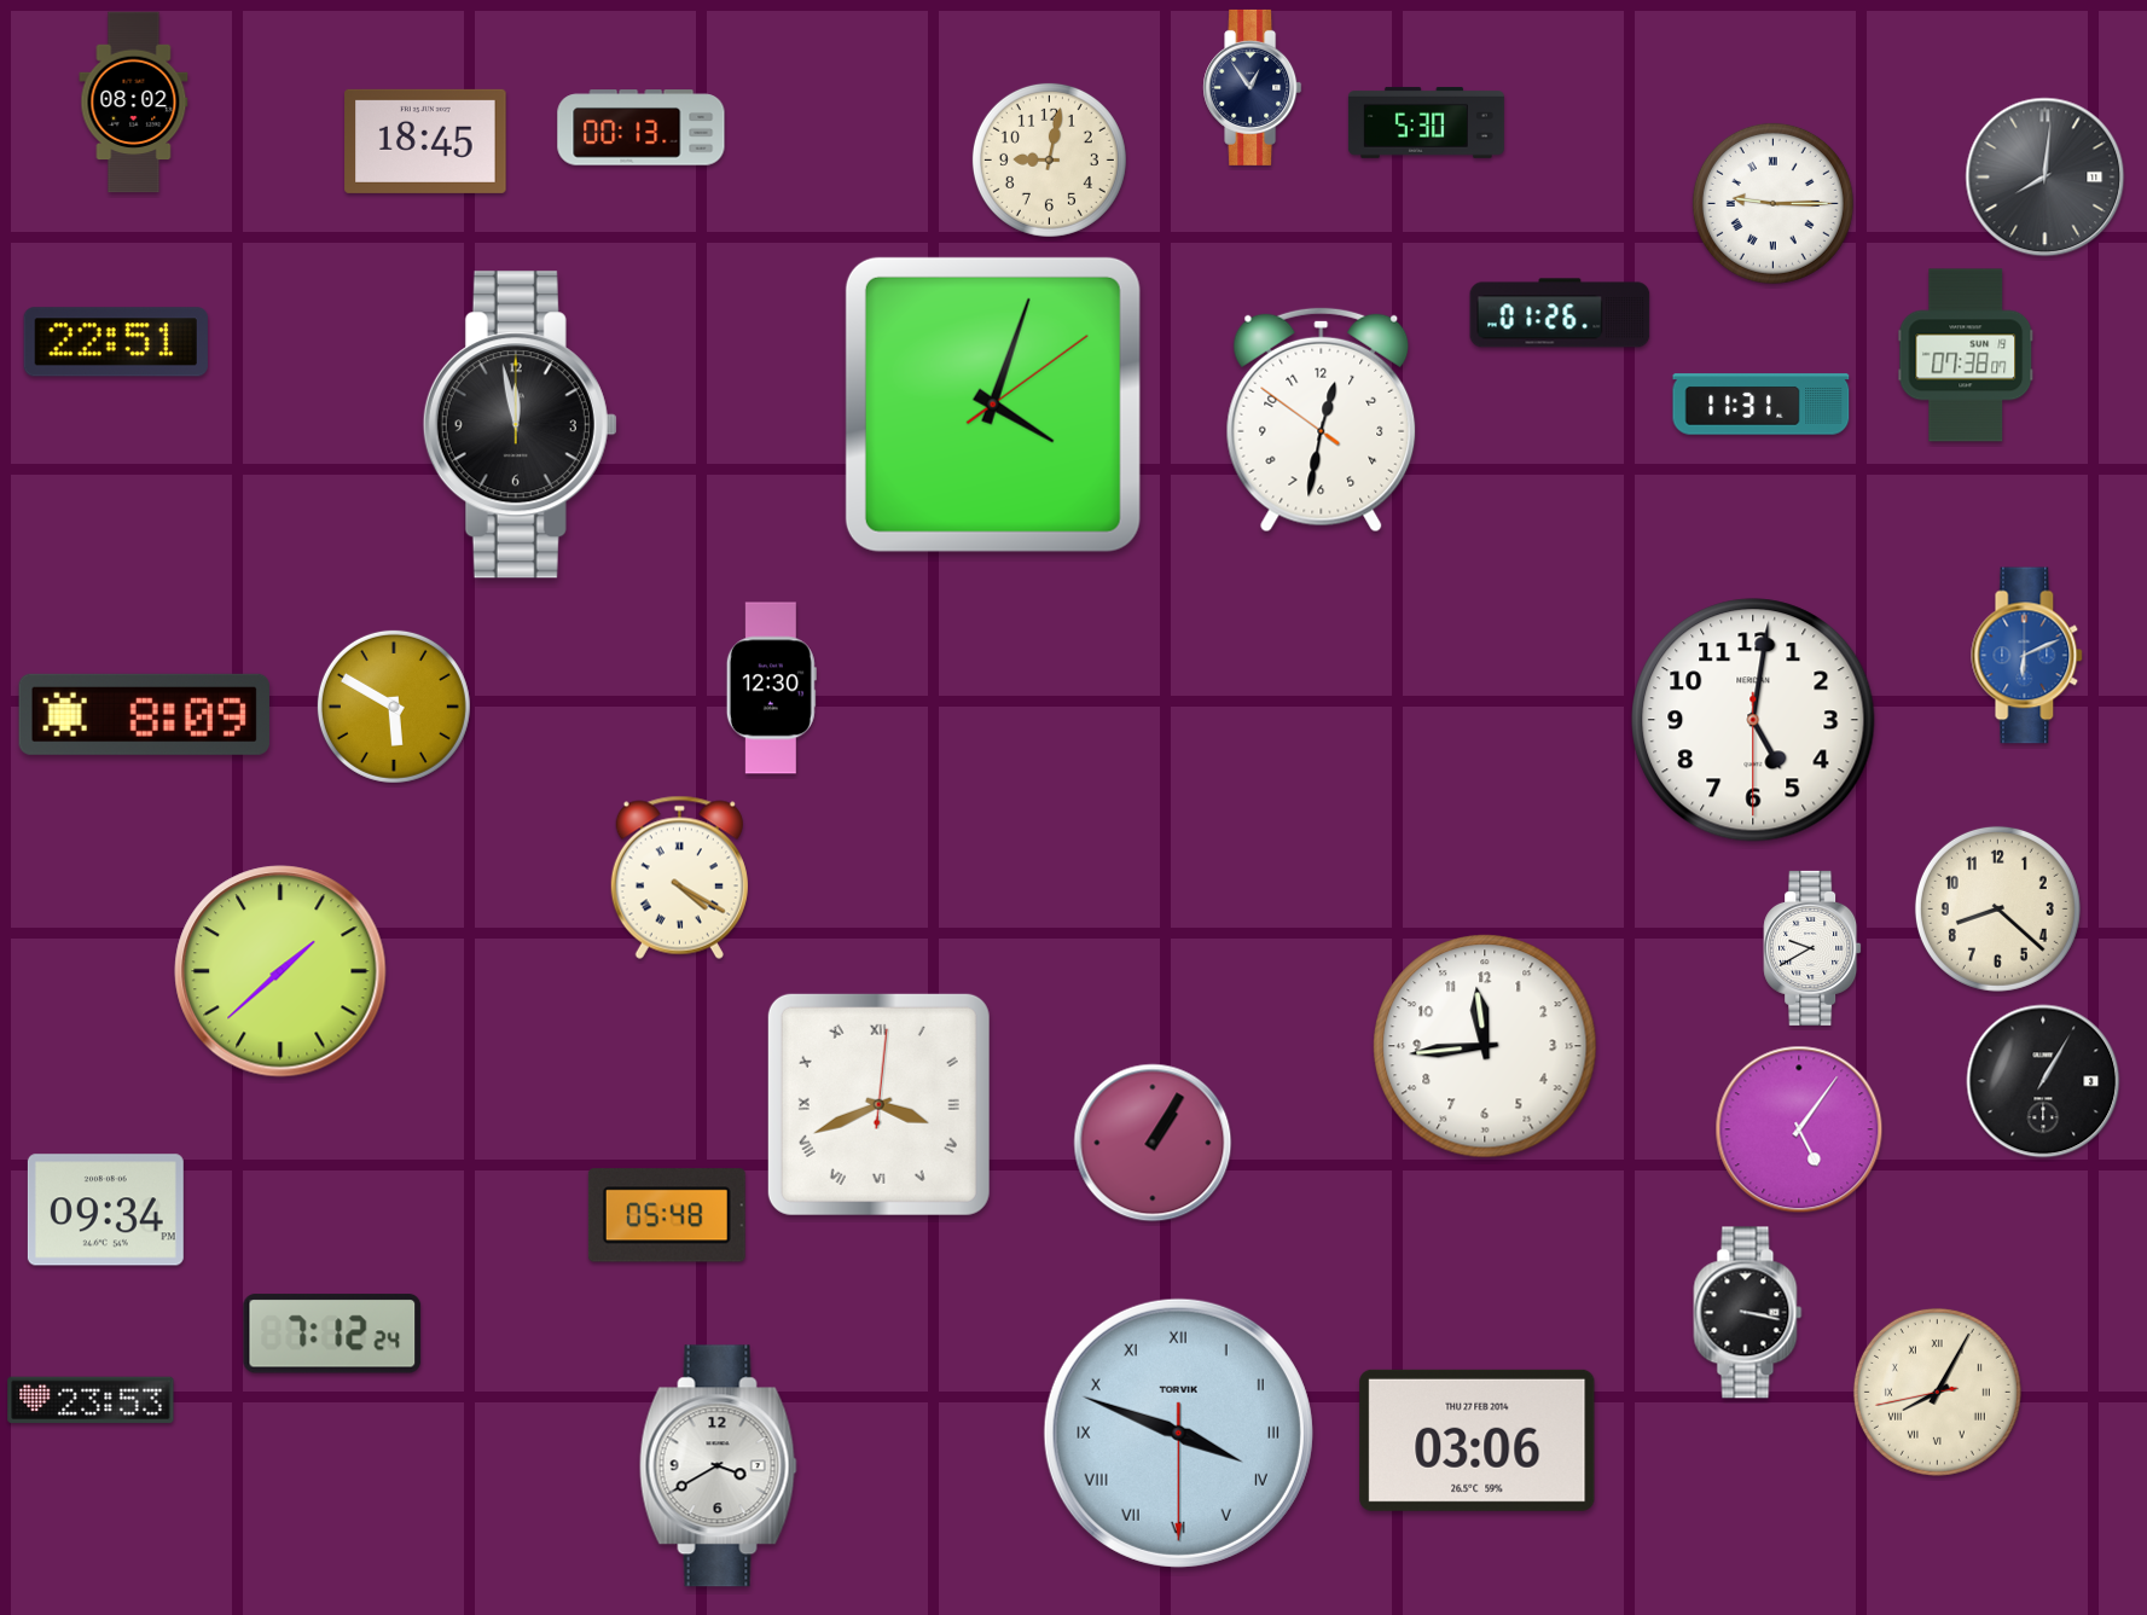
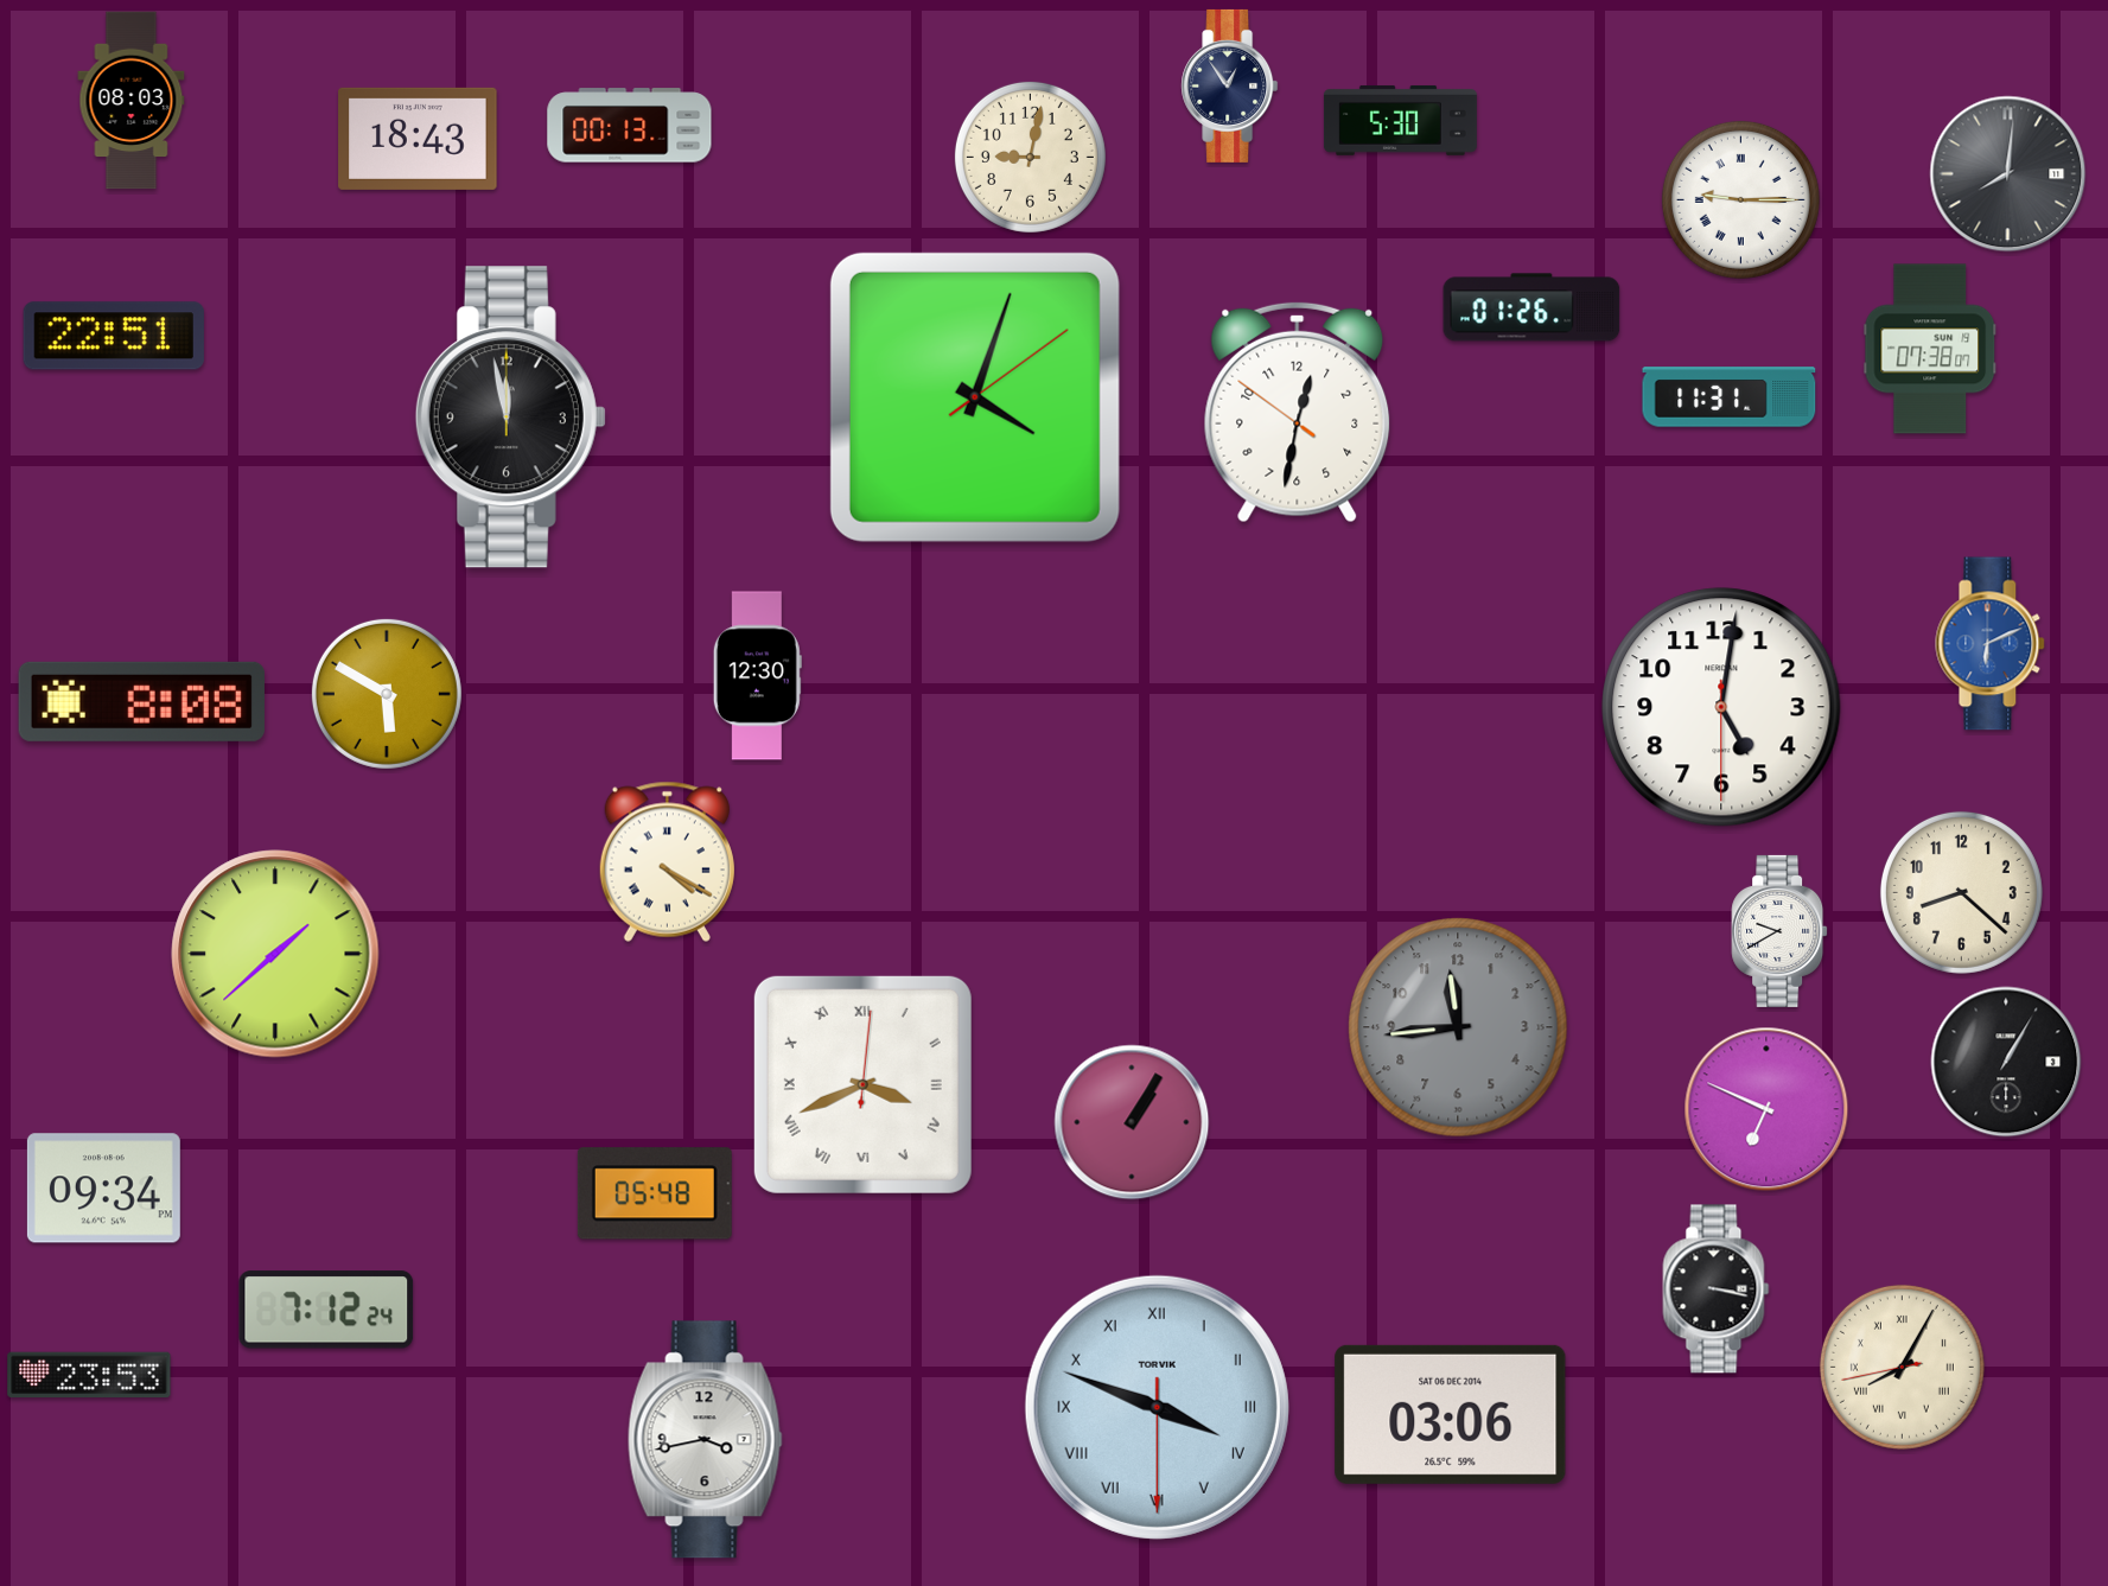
clock at (134, 103): 08:02 -> 08:03
clock at (425, 141): 18:45 -> 18:43
clock at (144, 714): 8:09 -> 8:08
clock at (1485, 1046) dial: white -> grey
clock at (1799, 1129): 5:06 -> 6:49
clock at (1478, 1440) date: THU 27 FEB 2014 -> SAT 06 DEC 2014
clock at (718, 1466): 3:40 -> 3:43
